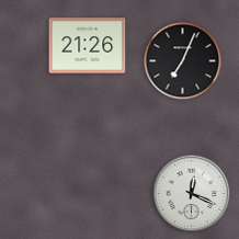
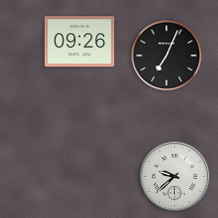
clock at (88, 46): 21:26 -> 09:26
clock at (192, 194): 12:19 -> 9:38
